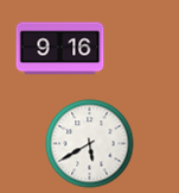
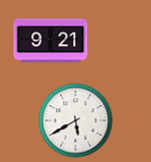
clock at (60, 49): 9:16 -> 9:21
